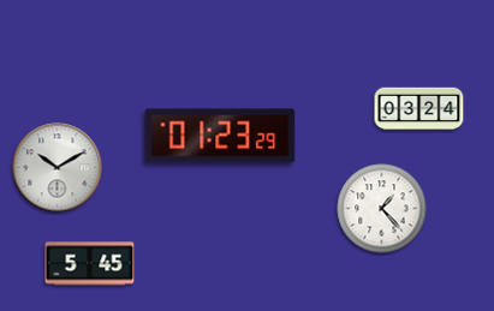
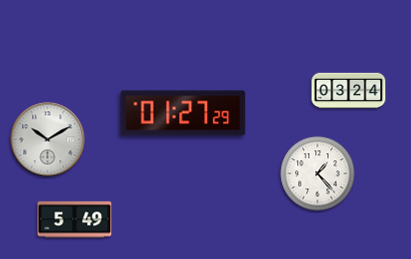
clock at (220, 136): 01:23 -> 01:27
clock at (90, 264): 5:45 -> 5:49
